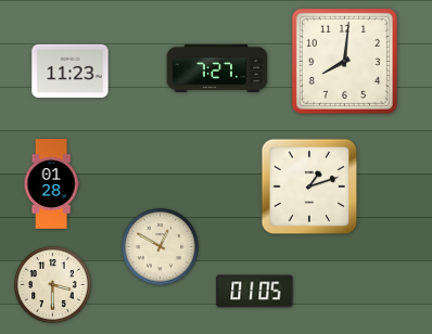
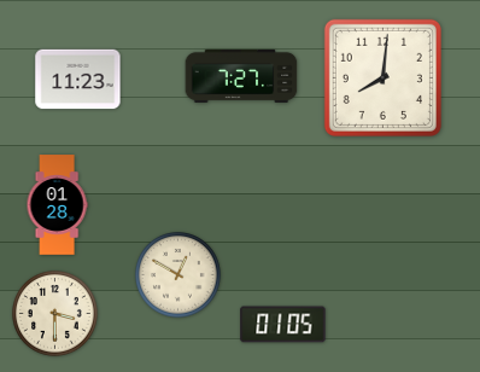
clock at (344, 61) position: (344, 61) -> (382, 77)
clock at (309, 187): 1:12 -> none
clock at (53, 285) position: (53, 285) -> (55, 314)
